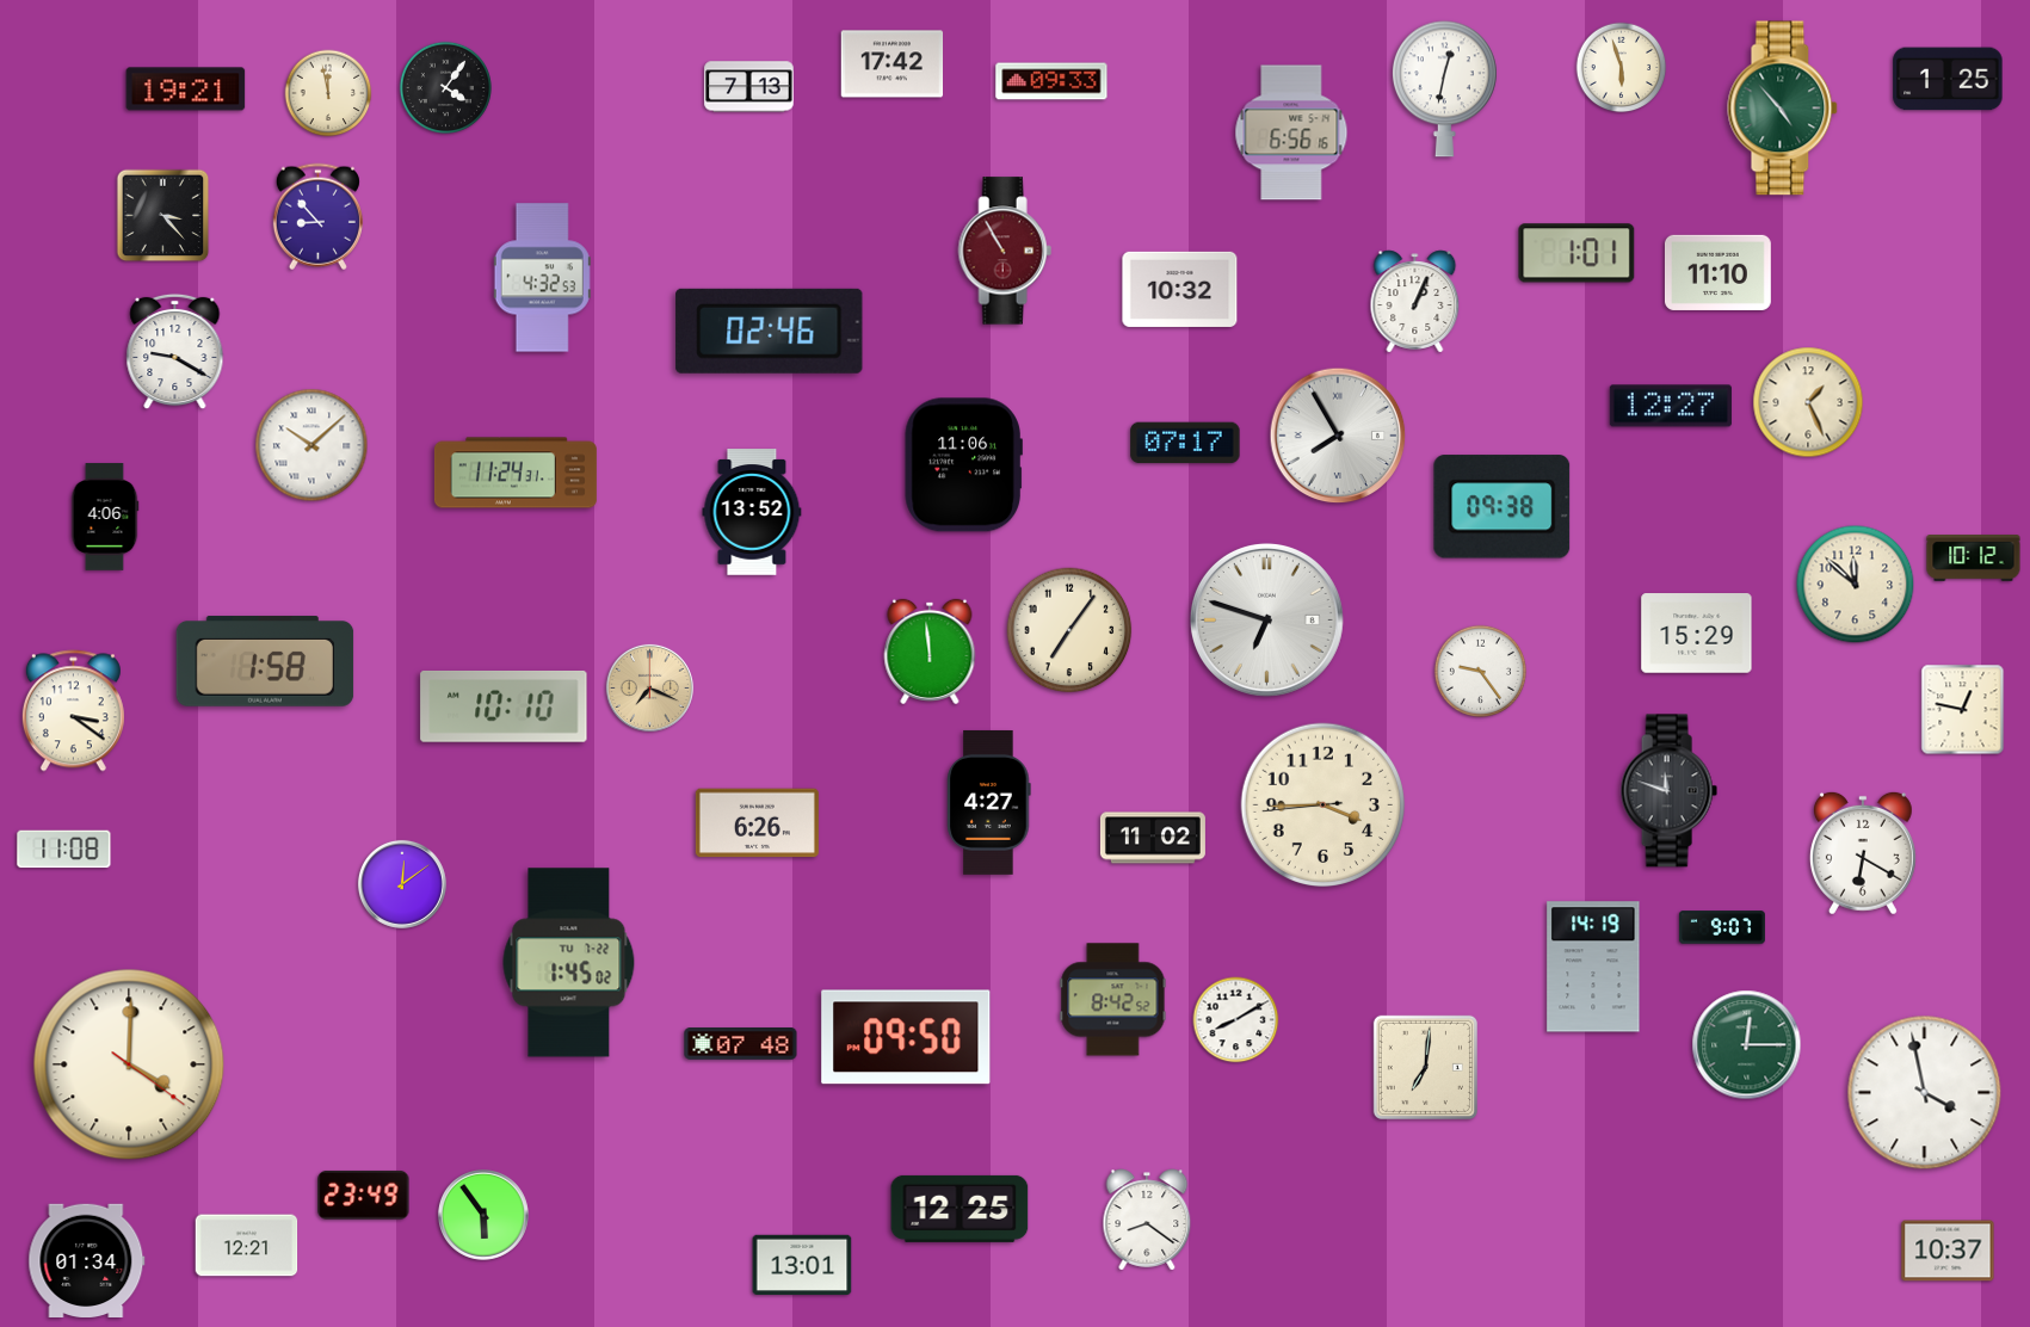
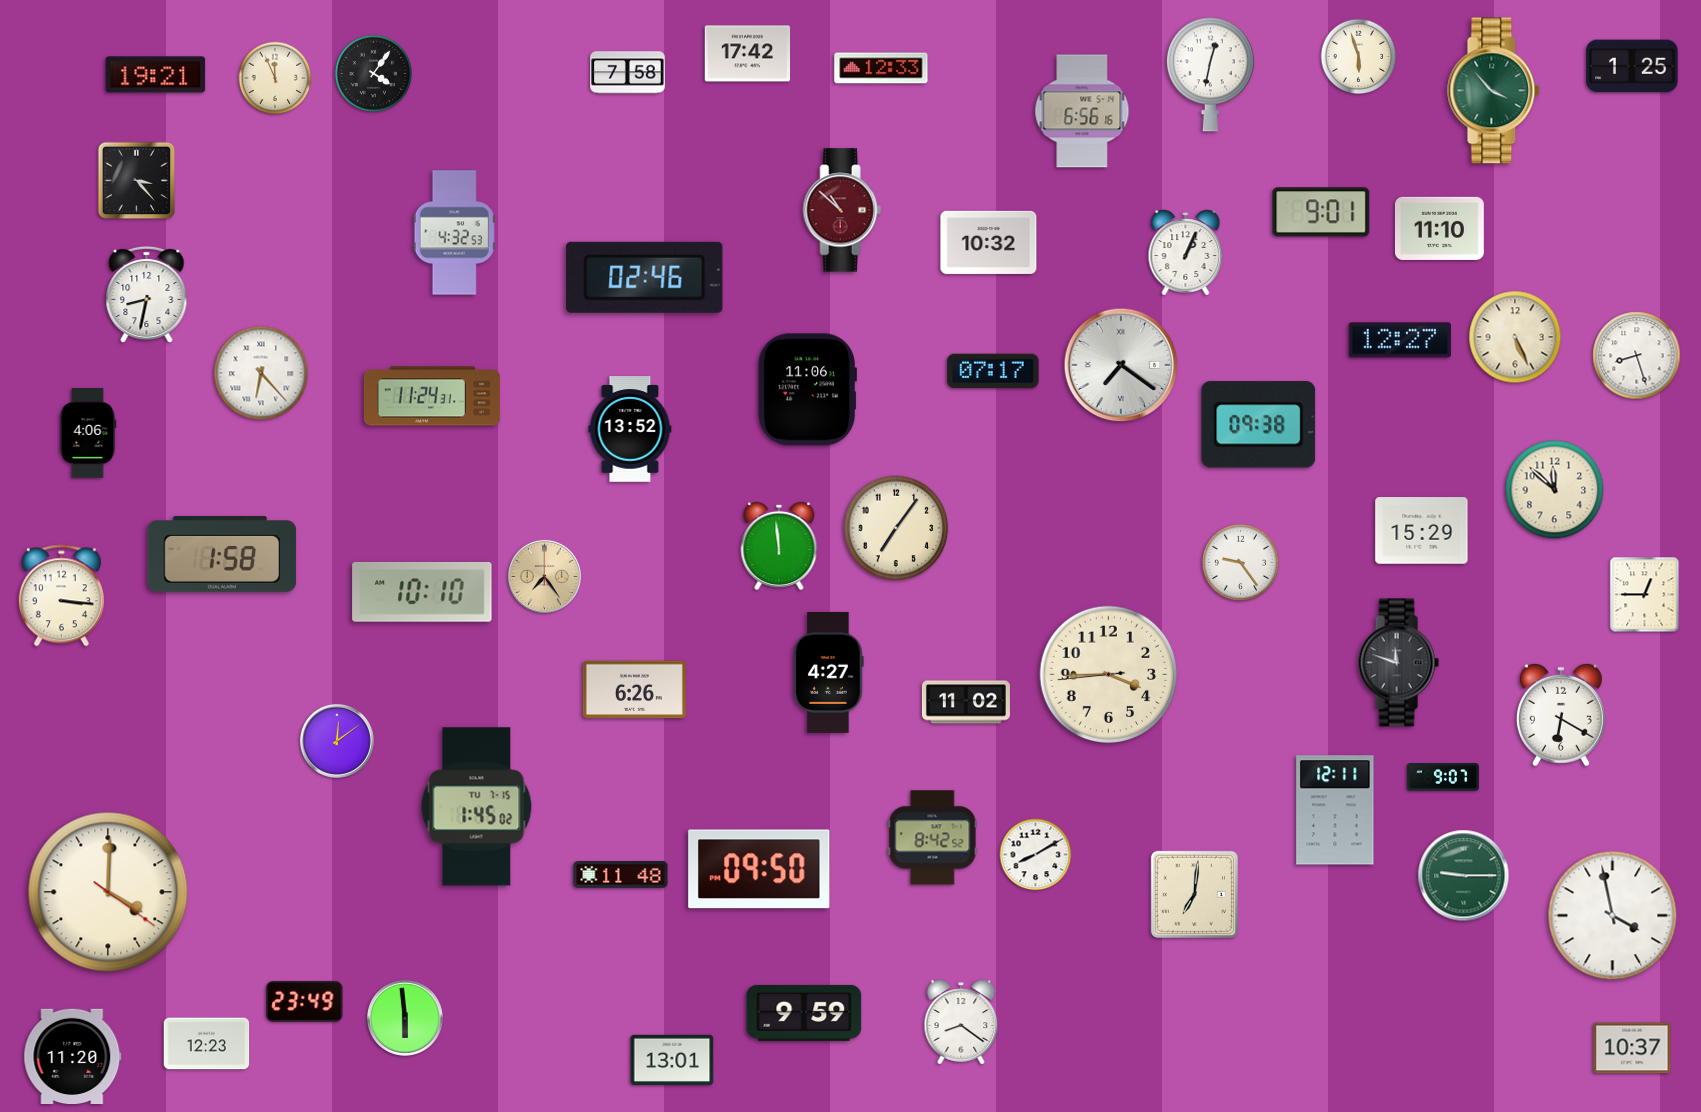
clock at (1051, 81): 09:33 -> 12:33
clock at (749, 87): 7:13 -> 7:58
clock at (328, 93): 11:58 -> 11:56
clock at (1783, 109): 4:53 -> 3:53
clock at (317, 217): 8:53 -> none
clock at (1005, 251): 10:55 -> 10:52
clock at (1577, 253): 1:01 -> 9:01
clock at (175, 352): 9:20 -> 8:32
clock at (1808, 402): 1:26 -> 5:26
clock at (1637, 356): none -> 8:27
clock at (1338, 436): 7:55 -> 7:21
clock at (311, 445): 10:08 -> 6:23
clock at (1974, 558): 10:12 -> none
clock at (1266, 619): 6:48 -> none
clock at (649, 687): 7:19 -> 7:24
clock at (1963, 710): 12:47 -> 12:45
clock at (73, 711): 3:21 -> 3:16
clock at (64, 850): 11:08 -> none
clock at (569, 963) date: TU 7-22 -> TU 7-15
clock at (1593, 967): 14:19 -> 12:11
clock at (741, 1044): 07:48 -> 11:48
clock at (1747, 1045): 12:15 -> 9:15
clock at (960, 1209): 12:25 -> 9:59
clock at (483, 1215): 5:54 -> 5:59
clock at (247, 1246): 12:21 -> 12:23
clock at (87, 1260): 01:34 -> 11:20
